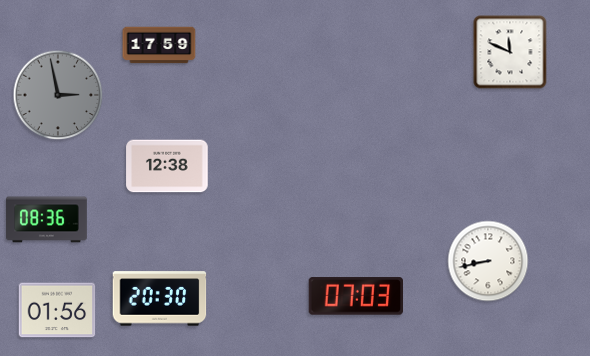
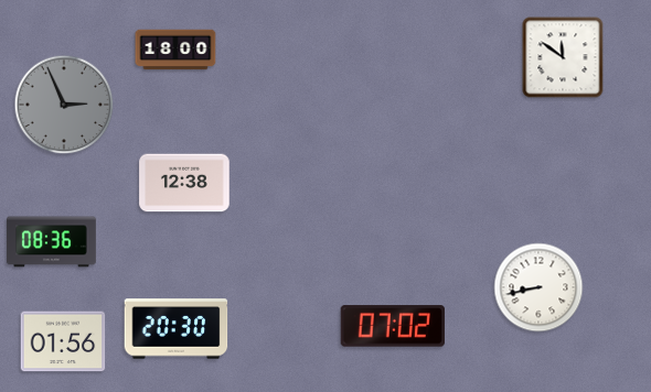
clock at (159, 45): 17:59 -> 18:00
clock at (510, 52): 11:49 -> 11:51
clock at (58, 95): 2:58 -> 2:56
clock at (355, 296): 07:03 -> 07:02
